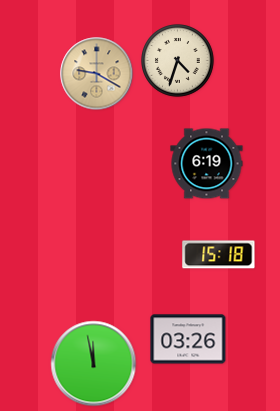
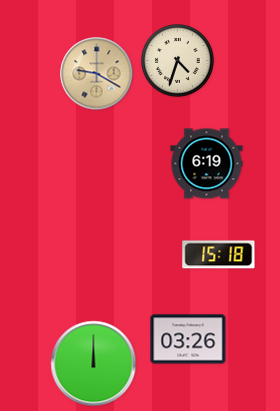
clock at (94, 364): 11:58 -> 12:00
